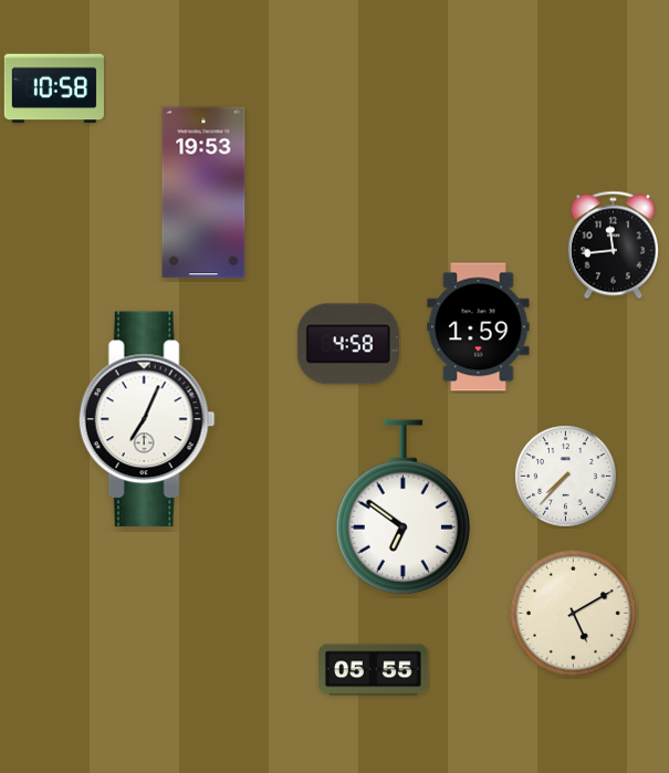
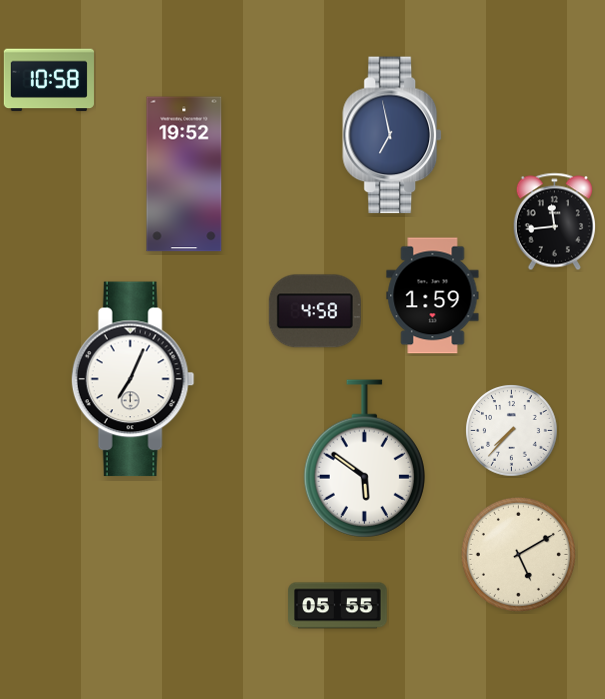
clock at (393, 135): none -> 6:58
clock at (203, 192): 19:53 -> 19:52
clock at (403, 508): 6:51 -> 5:51
